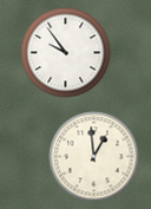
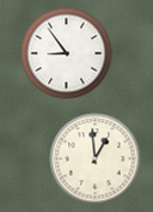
clock at (66, 53): 9:54 -> 8:54
